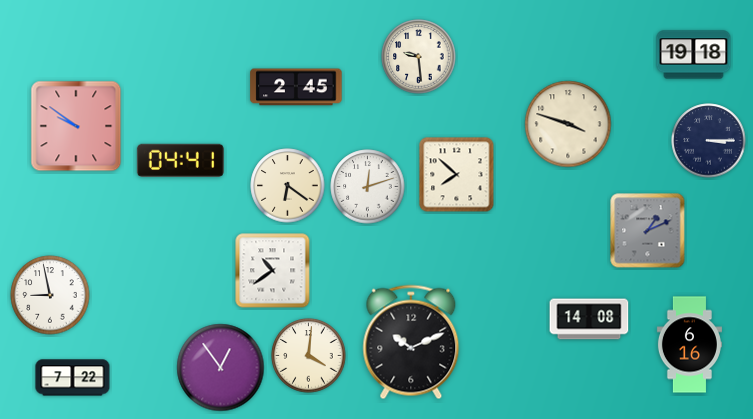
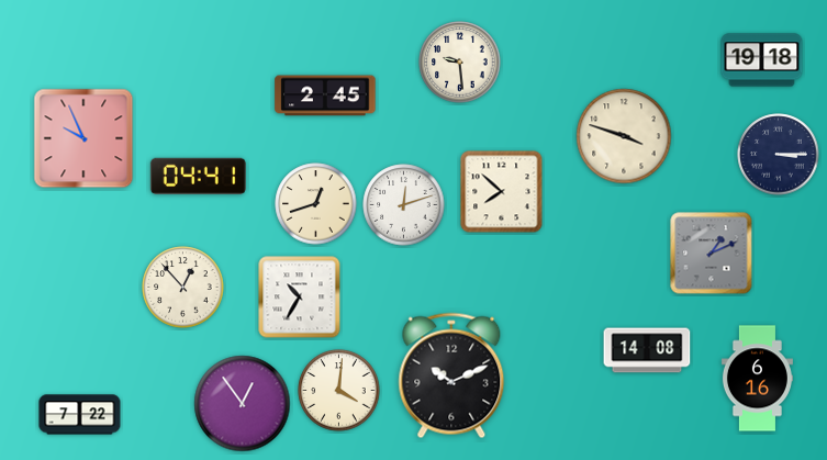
clock at (76, 126): 9:51 -> 9:56
clock at (288, 186): 6:21 -> 12:42
clock at (183, 288): none -> 12:53
clock at (273, 271): 10:39 -> 10:35
clock at (50, 295): 8:58 -> none
